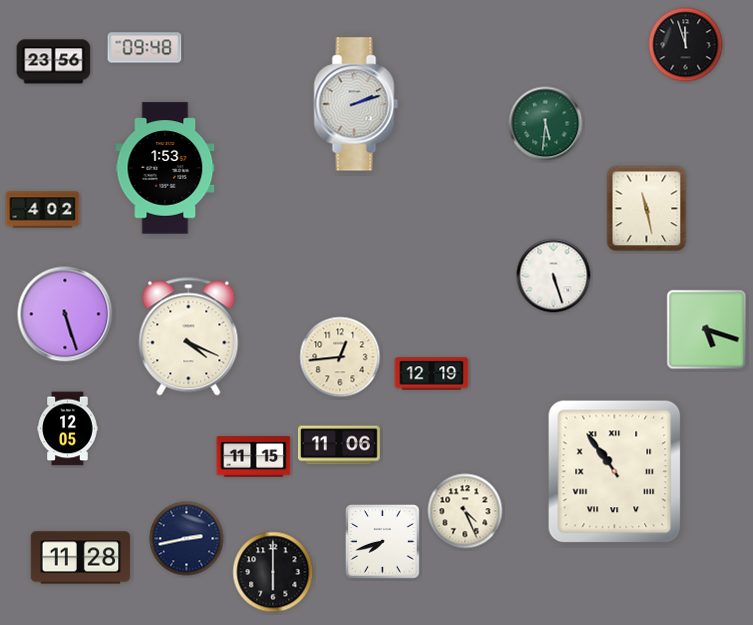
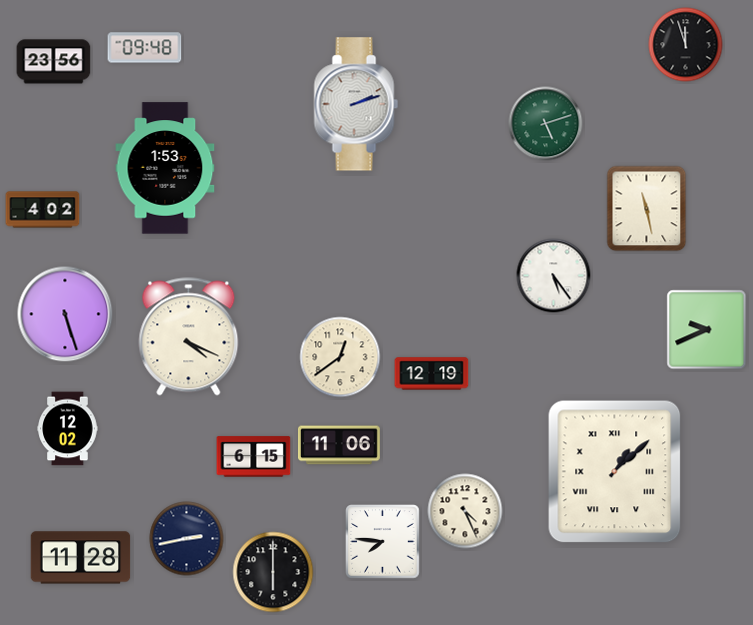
clock at (546, 124): 5:31 -> 5:12
clock at (554, 276): 5:27 -> 5:24
clock at (707, 330): 5:18 -> 9:41
clock at (340, 357): 12:44 -> 12:39
clock at (68, 429): 12:05 -> 12:02
clock at (254, 457): 11:15 -> 6:15
clock at (615, 472): 10:54 -> 1:08
clock at (383, 542): 7:42 -> 7:46
